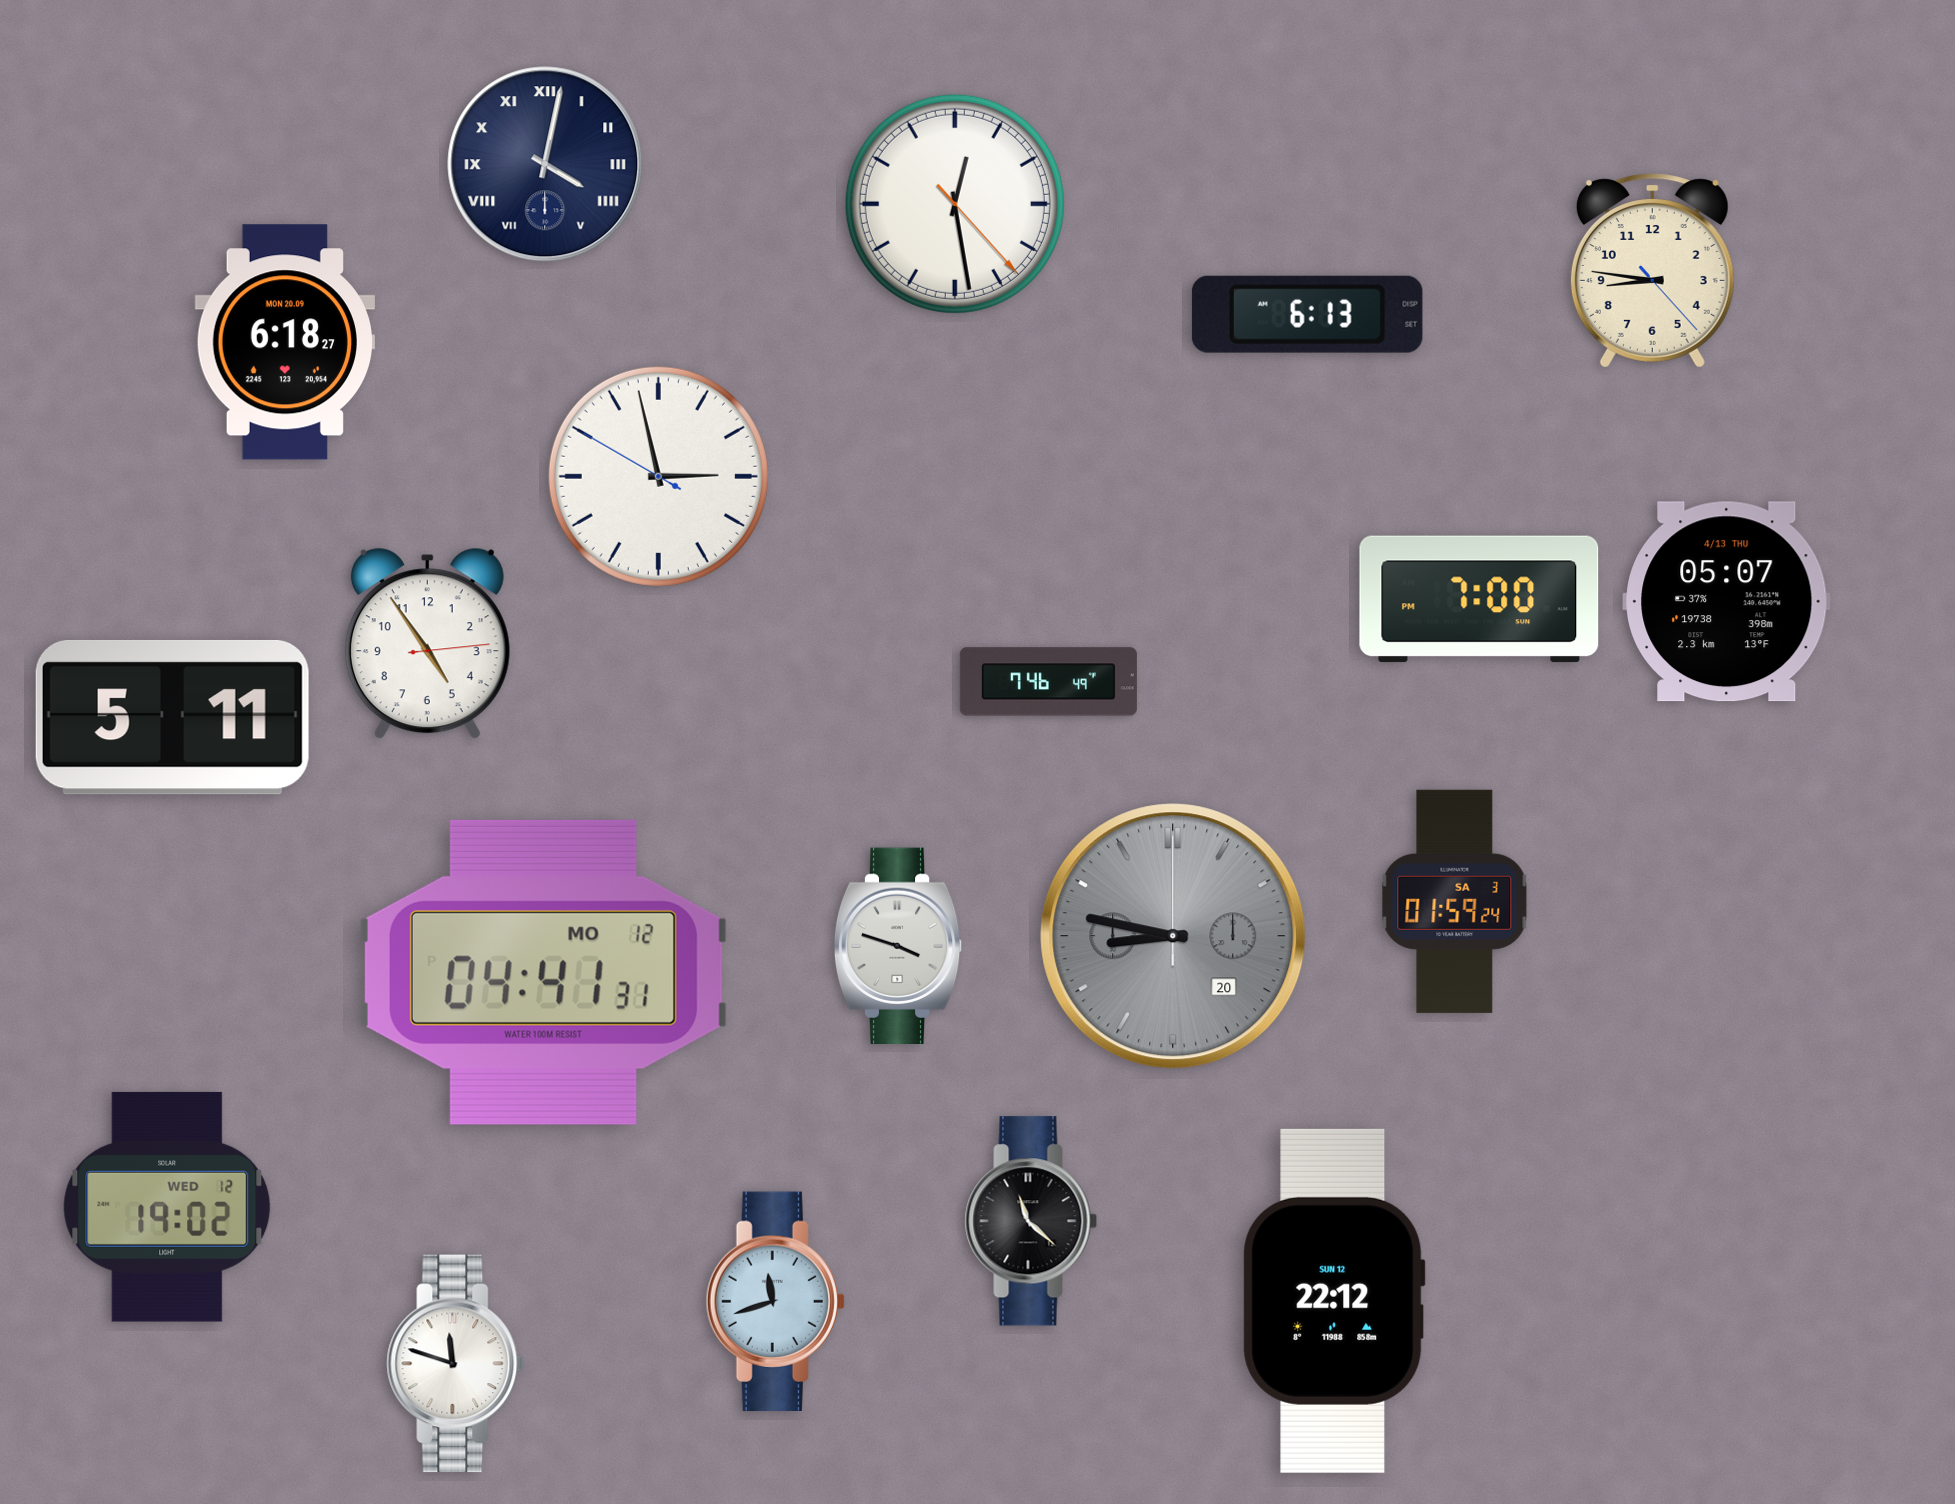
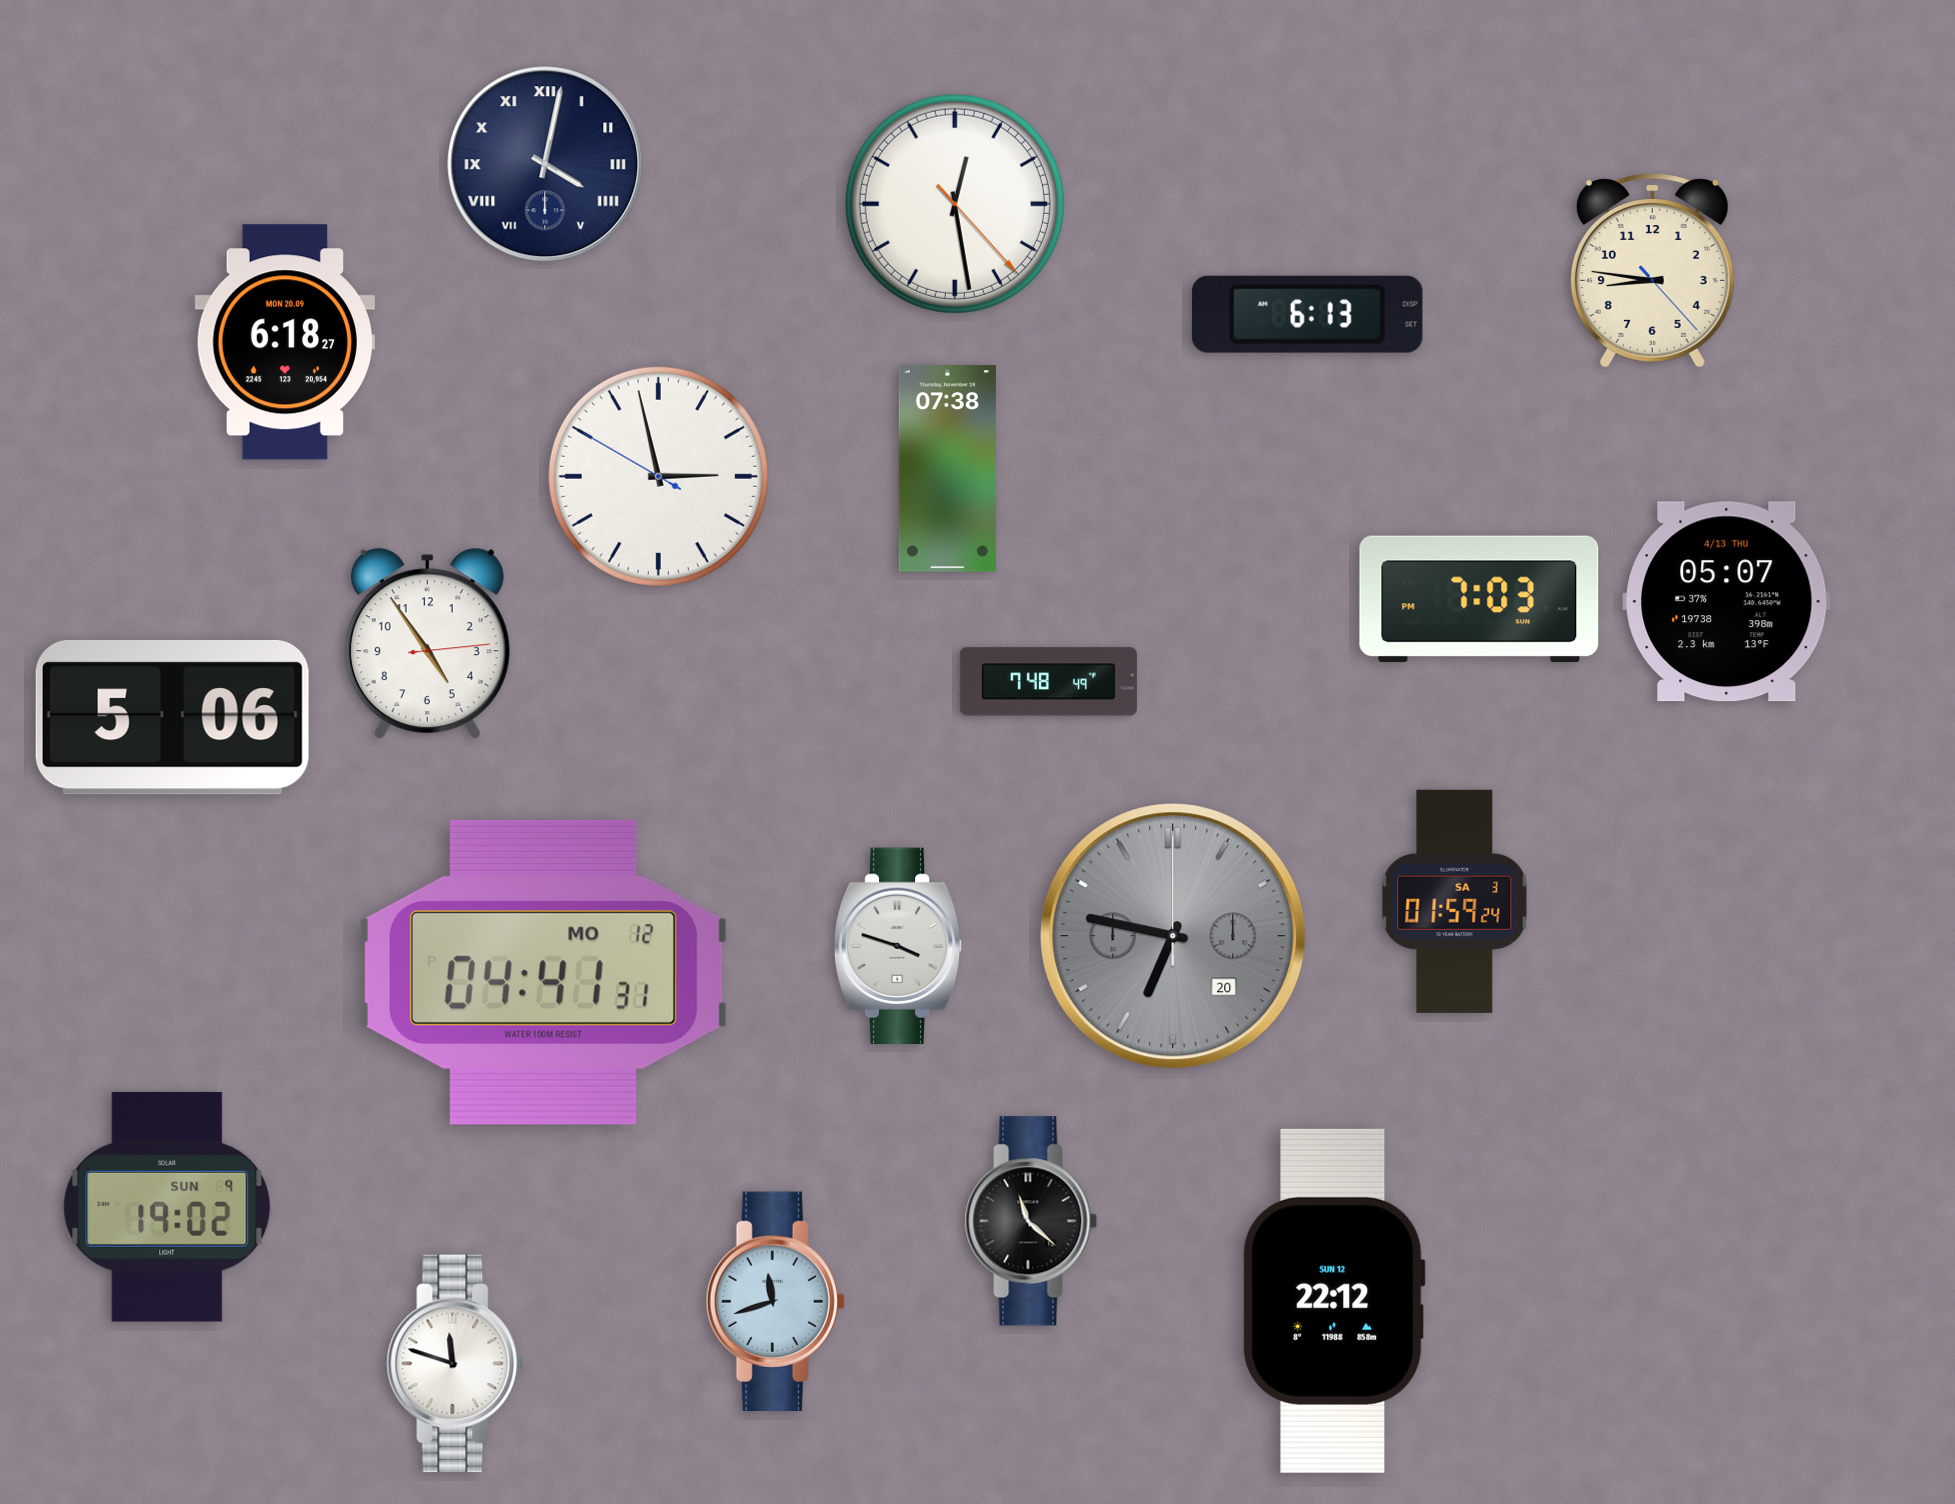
clock at (947, 469): none -> 07:38
clock at (1479, 599): 7:00 -> 7:03
clock at (1048, 682): 7:46 -> 7:48
clock at (172, 717): 5:11 -> 5:06
clock at (1173, 936): 8:47 -> 6:47
clock at (167, 1207) date: WED 12 -> SUN 9
